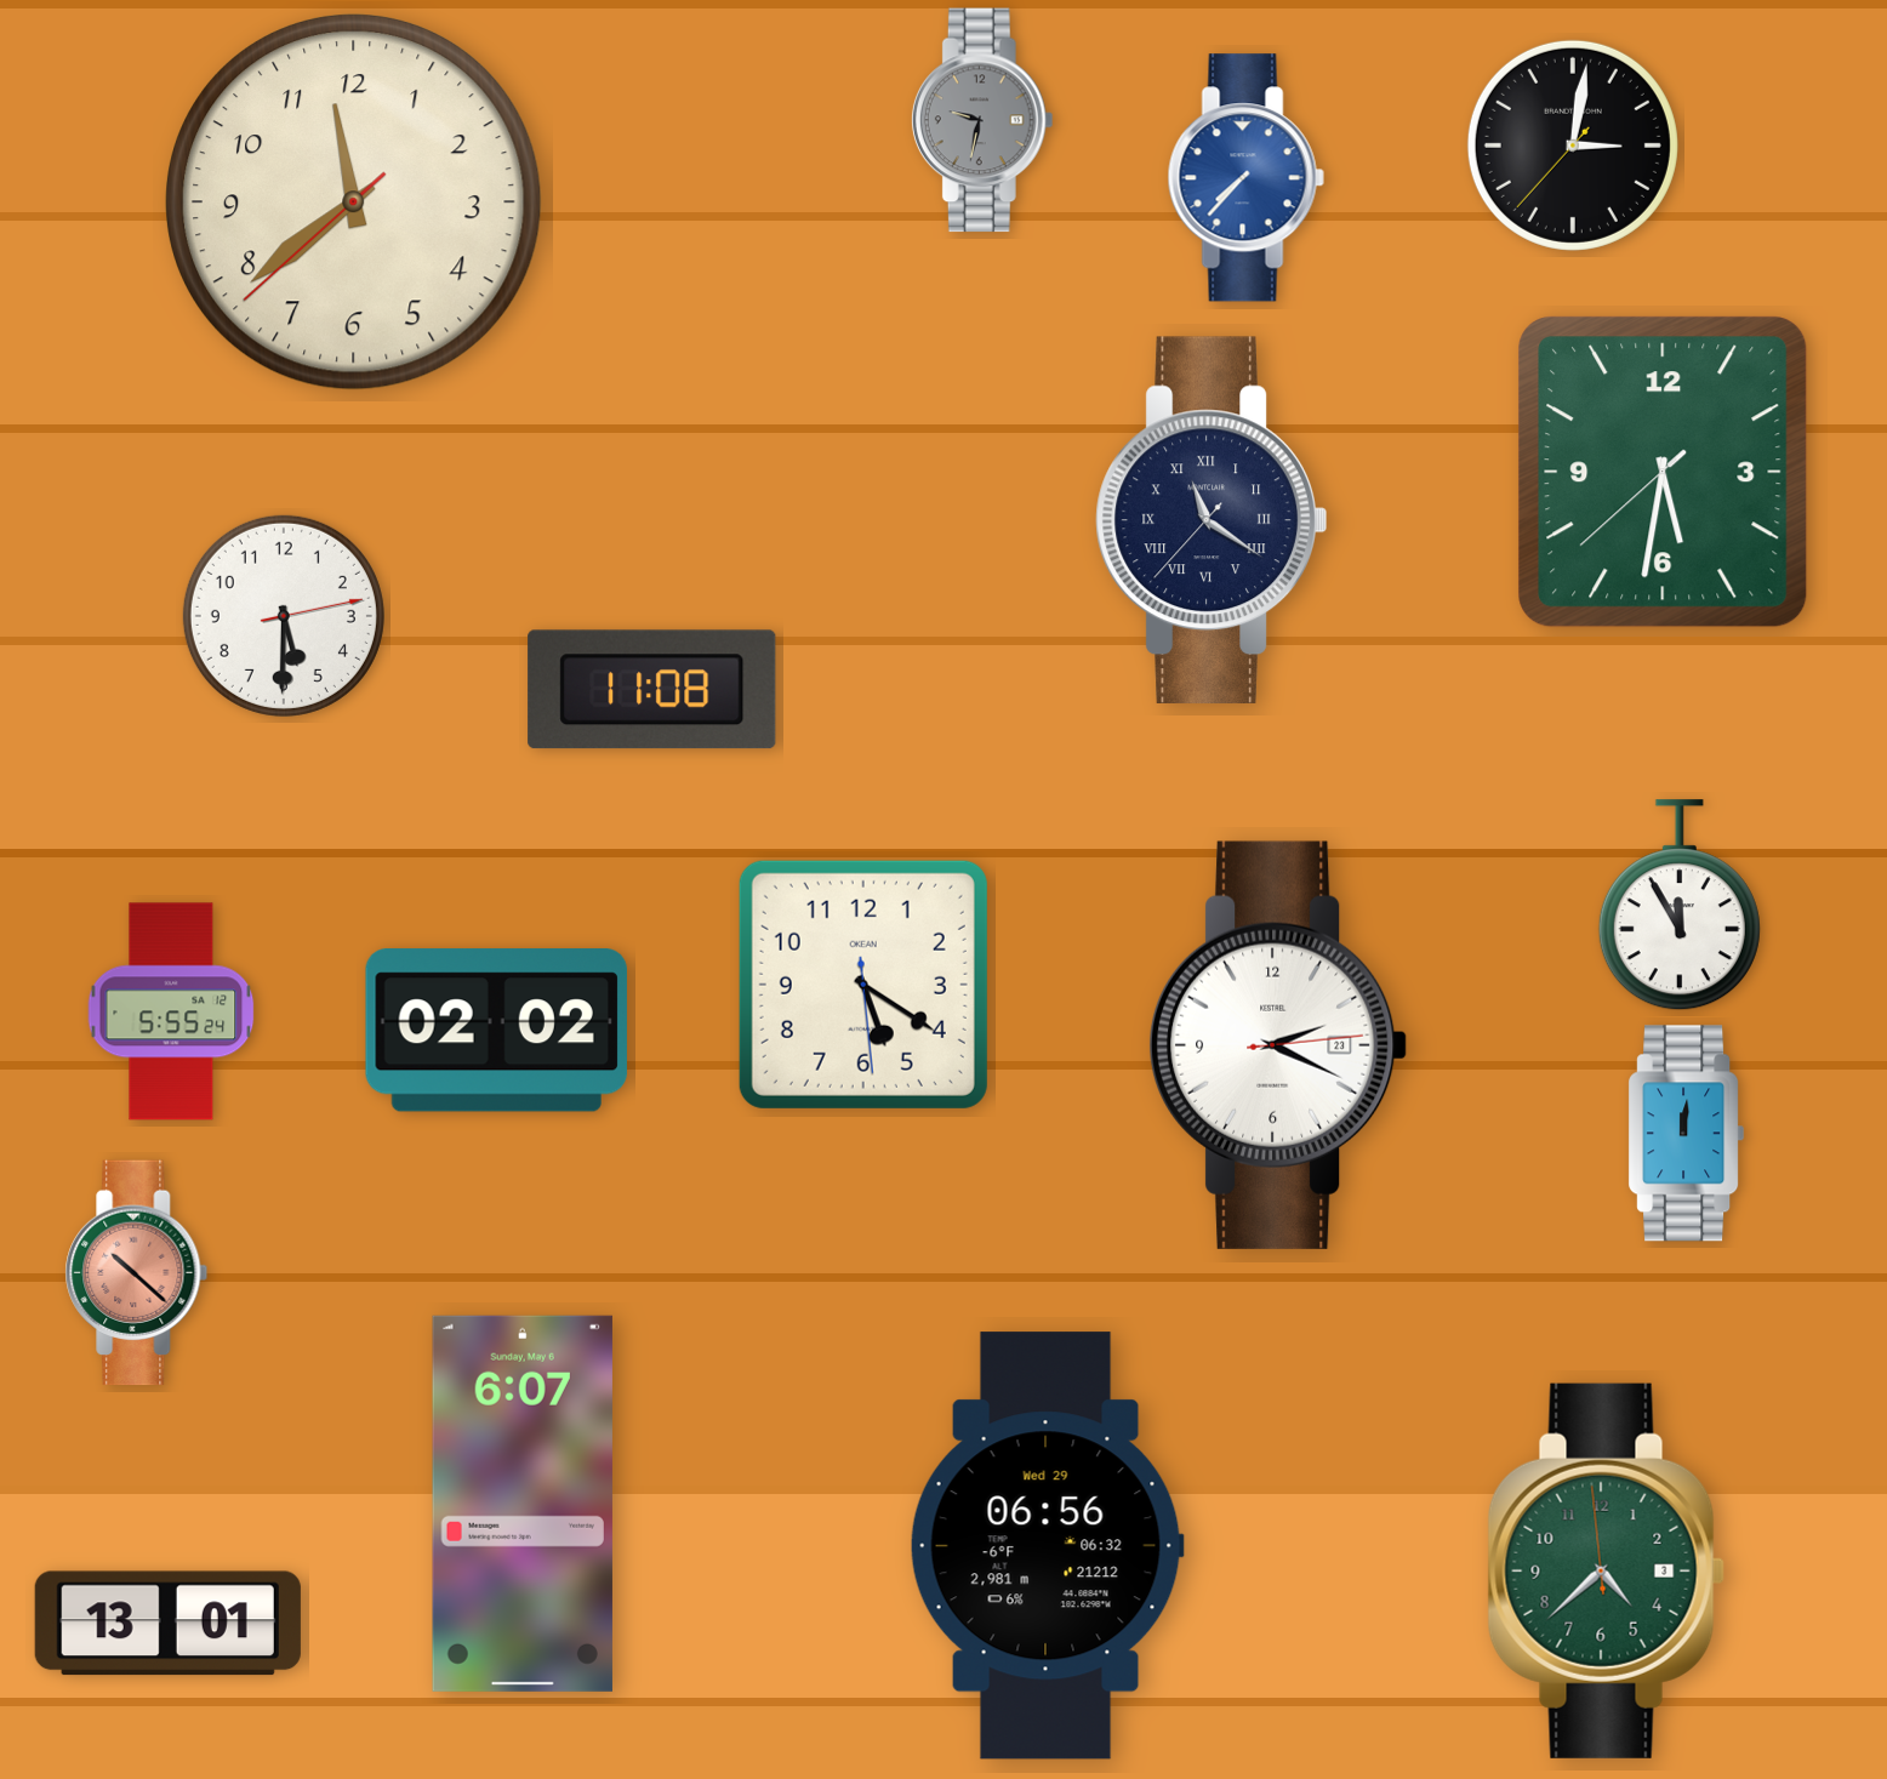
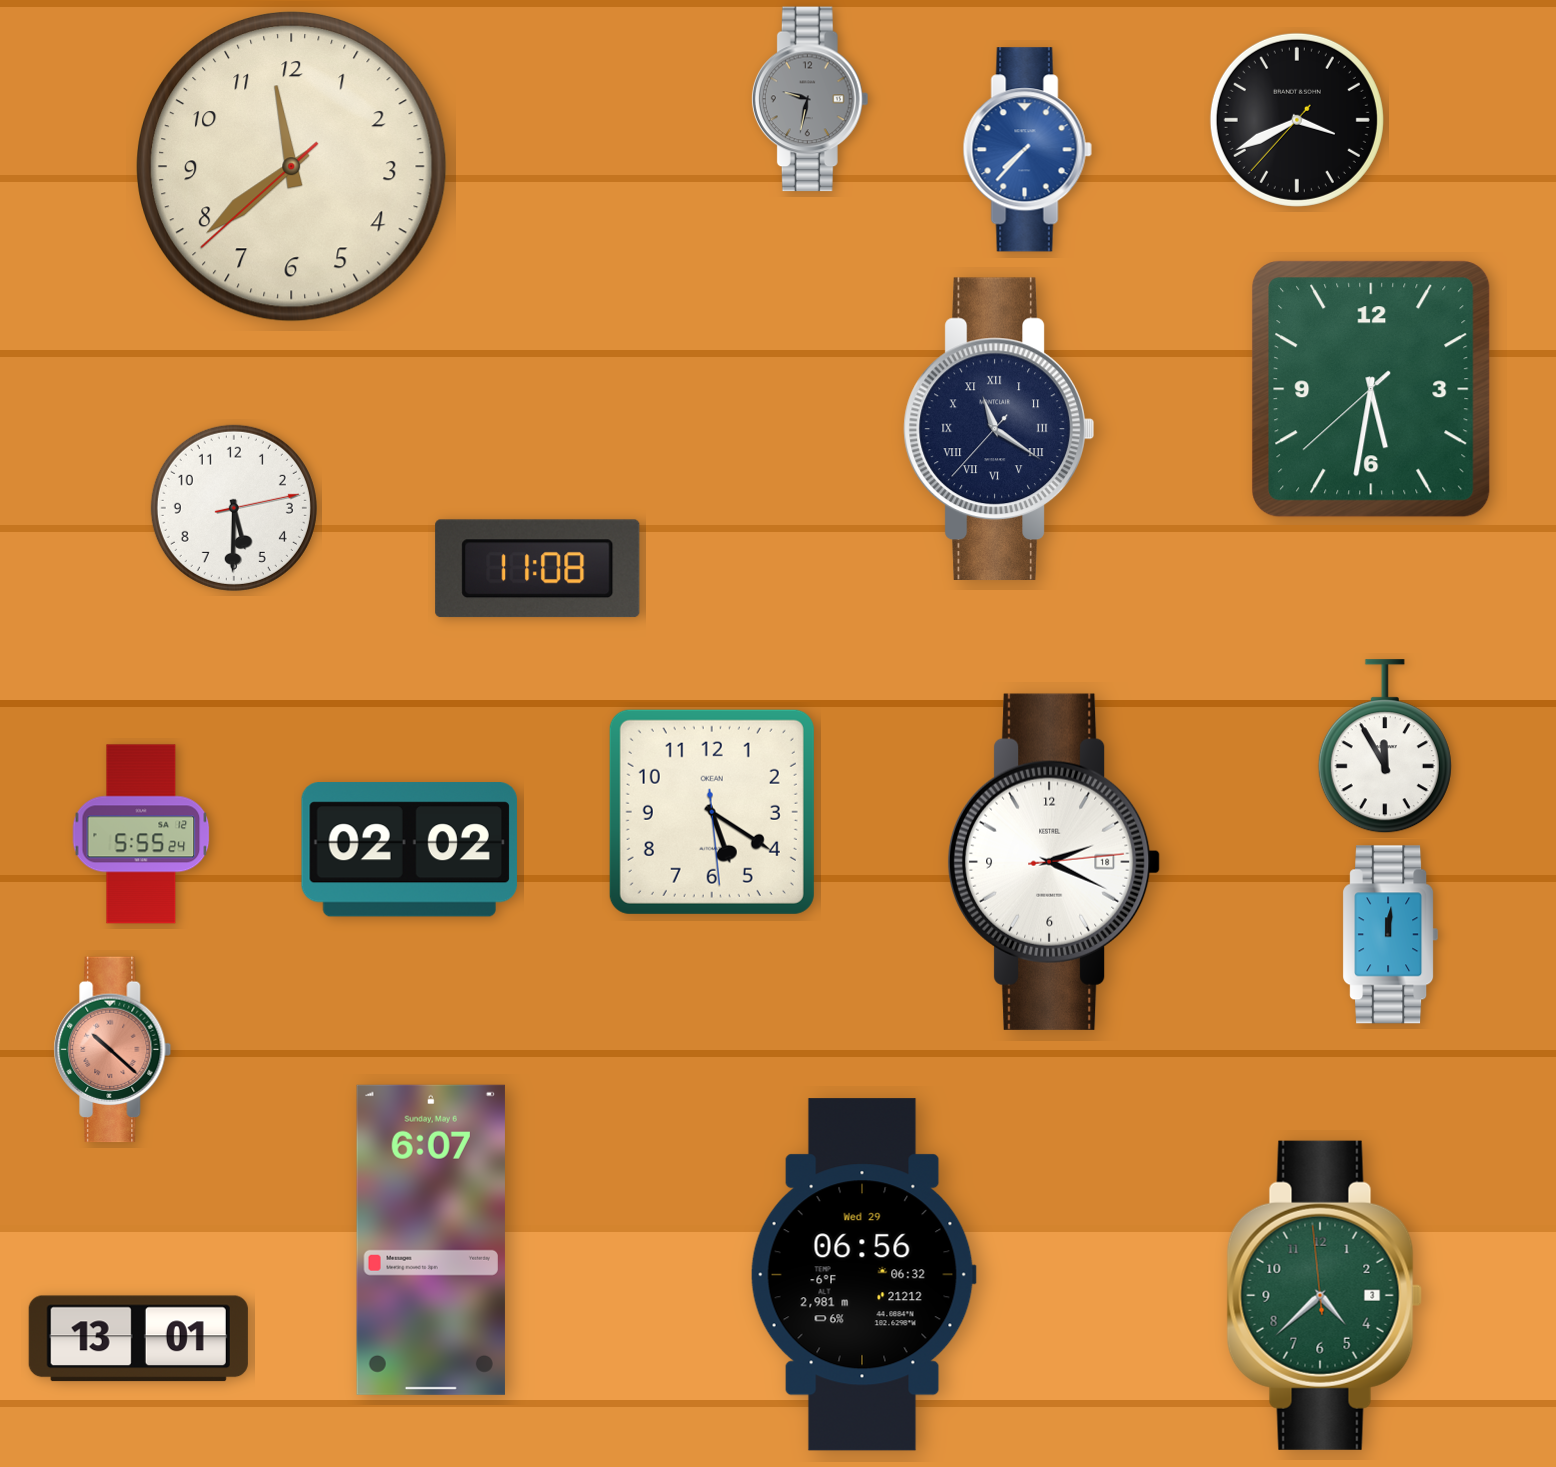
clock at (1573, 146): 3:01 -> 3:40
clock at (1245, 178) position: (1245, 178) -> (1027, 150)
clock at (1278, 1045) date: 23 -> 18
